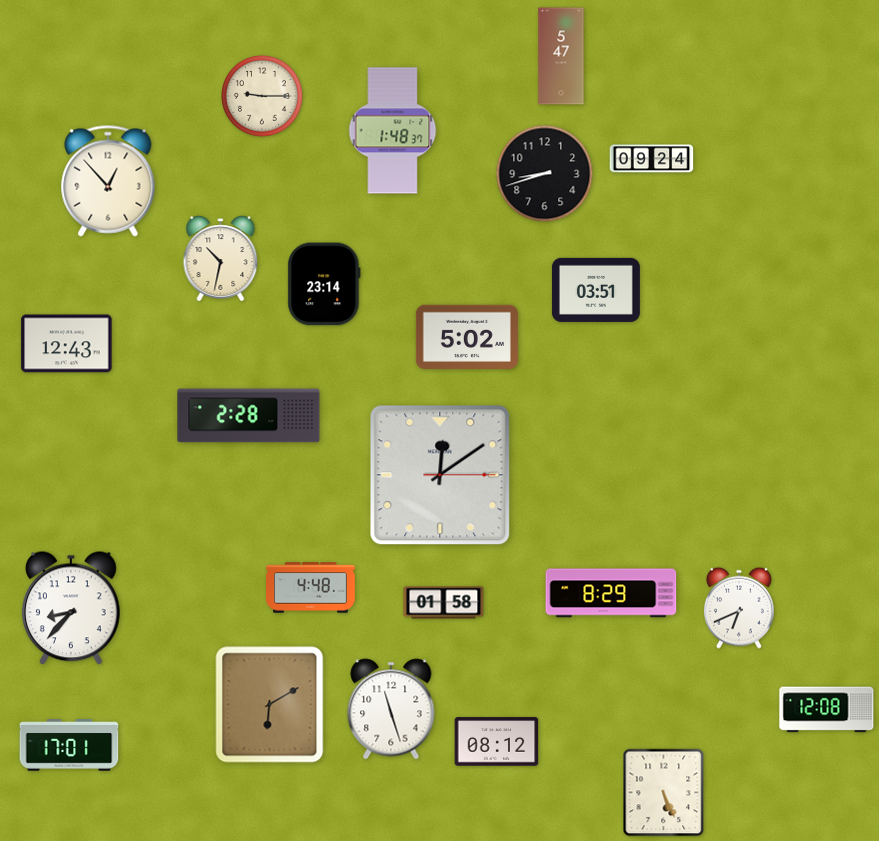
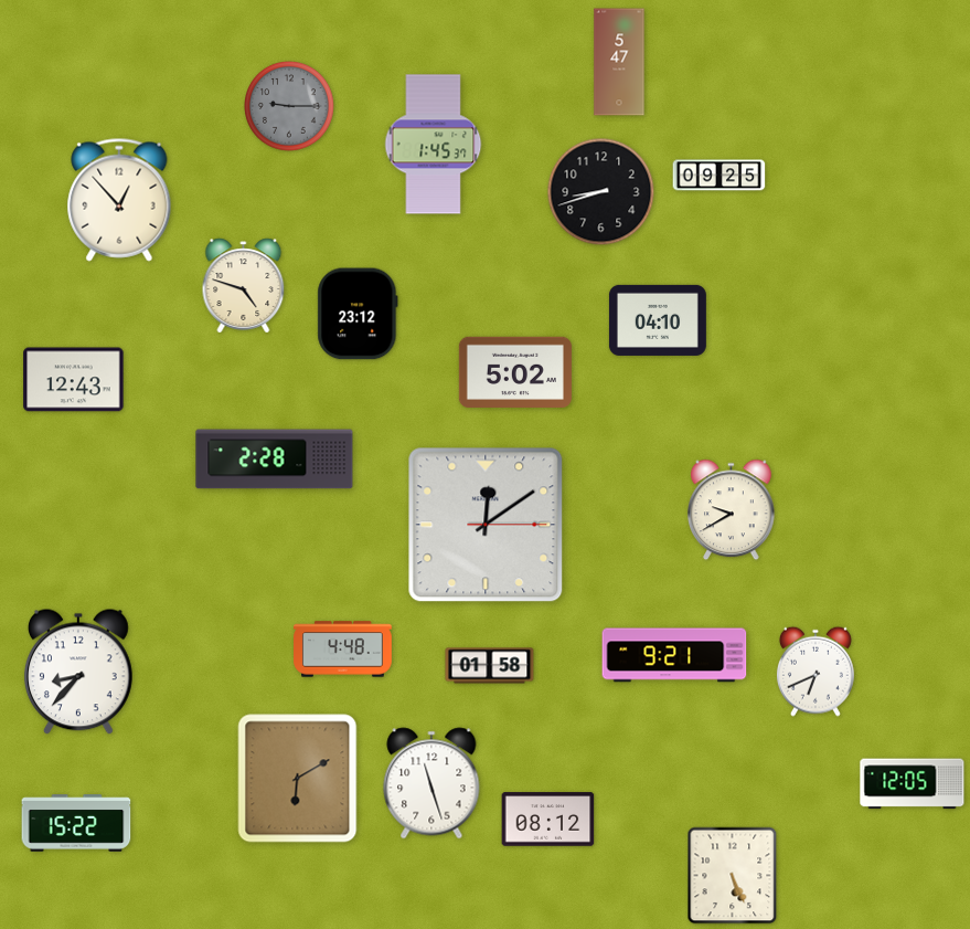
clock at (263, 97) dial: cream -> grey
clock at (393, 131): 1:48 -> 1:45
clock at (652, 159): 09:24 -> 09:25
clock at (221, 259): 10:32 -> 4:48
clock at (324, 284): 23:14 -> 23:12
clock at (596, 290): 03:51 -> 04:10
clock at (732, 510): none -> 9:40
clock at (611, 593): 8:29 -> 9:21
clock at (827, 710): 12:08 -> 12:05
clock at (69, 745): 17:01 -> 15:22
